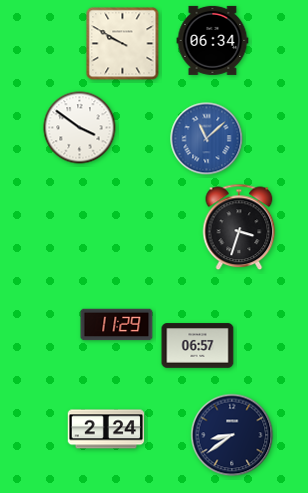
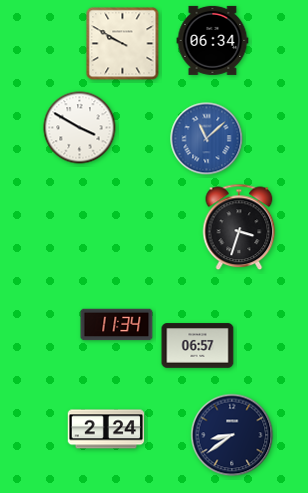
clock at (80, 128): 3:51 -> 3:50
clock at (117, 325): 11:29 -> 11:34
